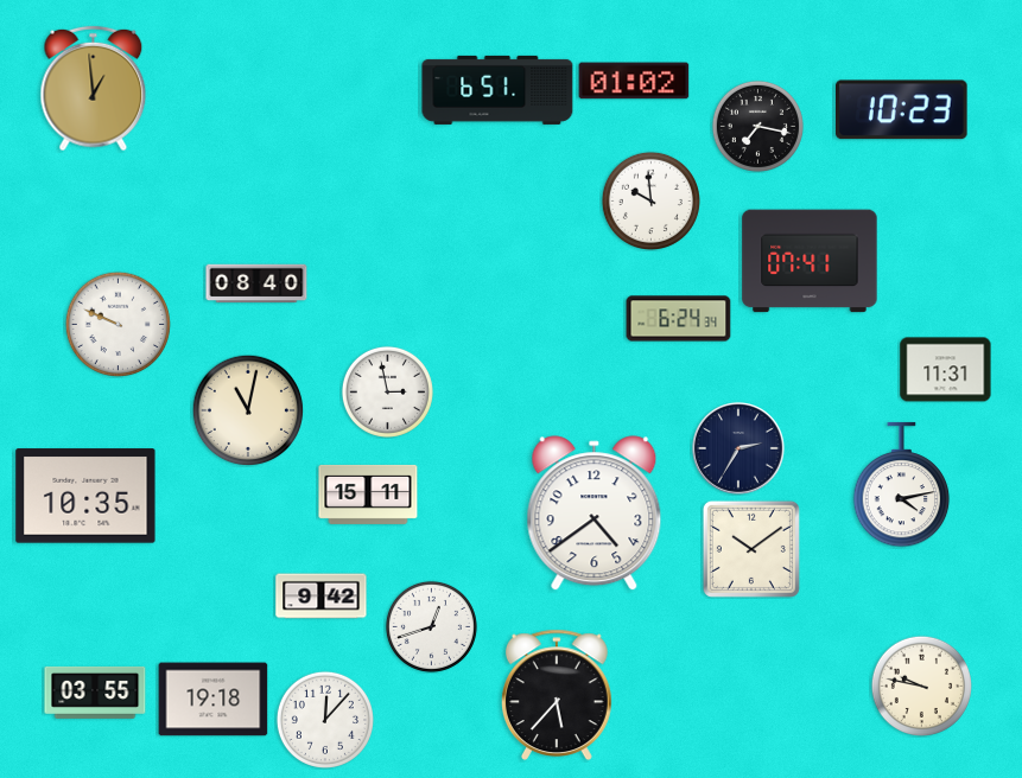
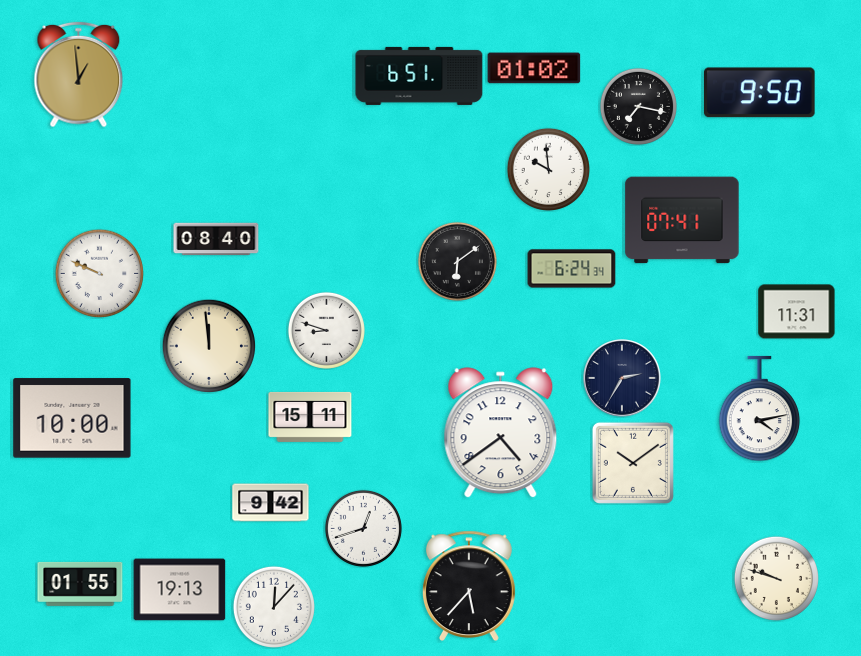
clock at (902, 110): 10:23 -> 9:50
clock at (457, 261): none -> 6:09
clock at (387, 391): 2:58 -> 8:48
clock at (248, 410): 11:02 -> 11:59
clock at (85, 496): 10:35 -> 10:00
clock at (921, 685): 9:47 -> 9:48
clock at (95, 693): 03:55 -> 01:55
clock at (214, 700): 19:18 -> 19:13
